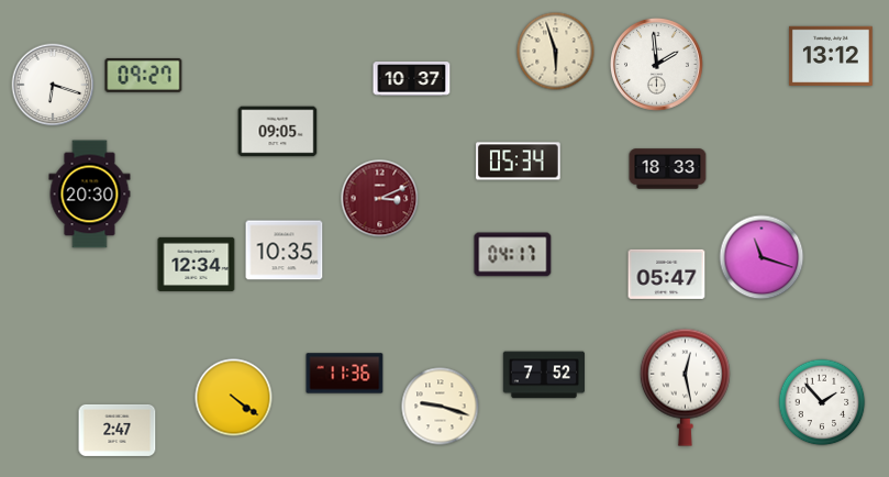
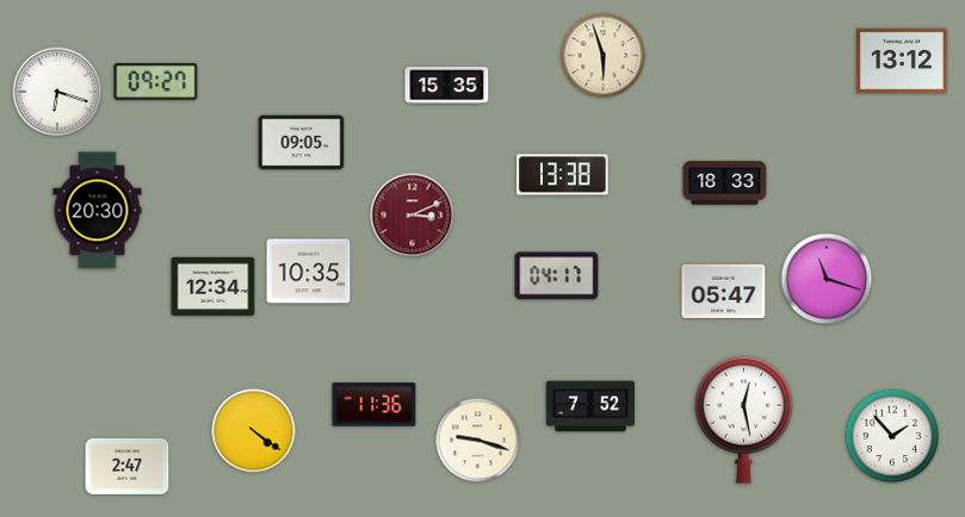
clock at (657, 65): 1:59 -> none
clock at (412, 79): 10:37 -> 15:35
clock at (519, 162): 05:34 -> 13:38
clock at (667, 274) position: (667, 274) -> (724, 291)
